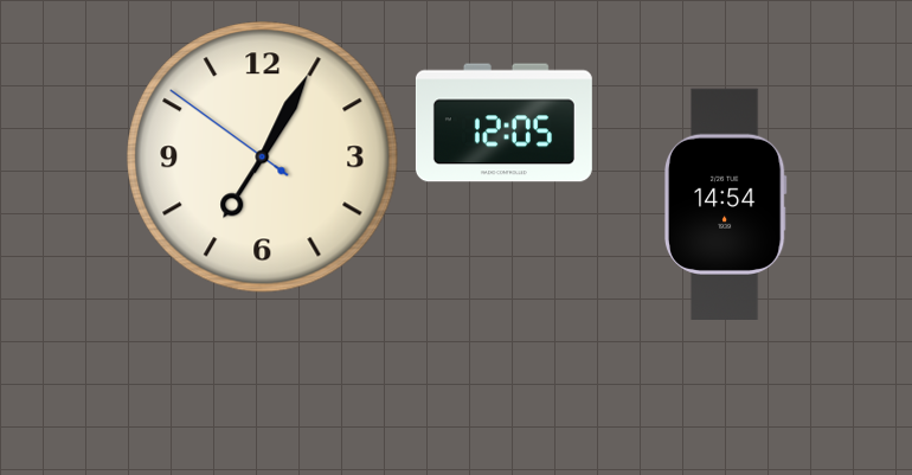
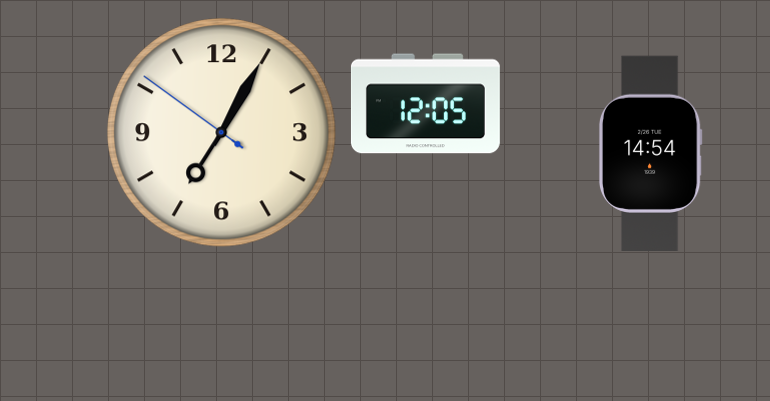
clock at (725, 204) position: (725, 204) -> (650, 153)
